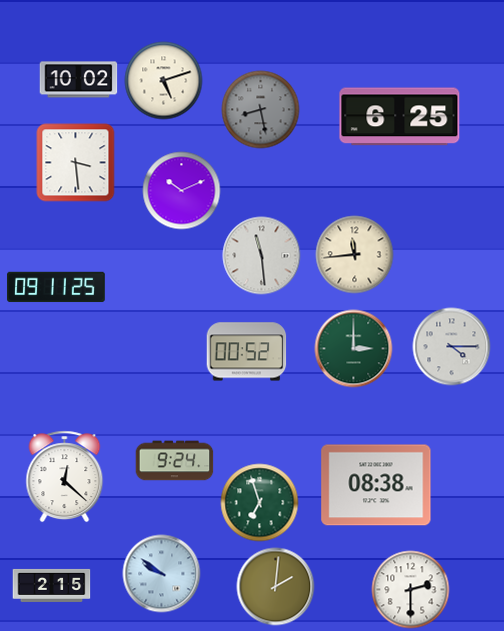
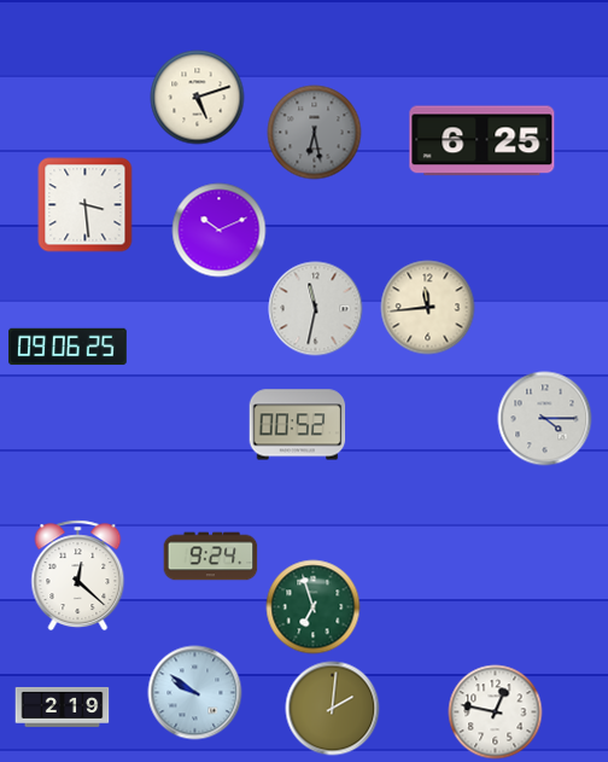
clock at (78, 80): 10:02 -> none
clock at (260, 109): 8:28 -> 6:28
clock at (75, 162) position: (75, 162) -> (84, 204)
clock at (261, 255): 11:29 -> 11:32
clock at (56, 287): 09:11 -> 09:06
clock at (353, 348): 3:00 -> none
clock at (376, 485): 08:38 -> none
clock at (51, 585): 2:15 -> 2:19
clock at (410, 589): 2:30 -> 12:47
